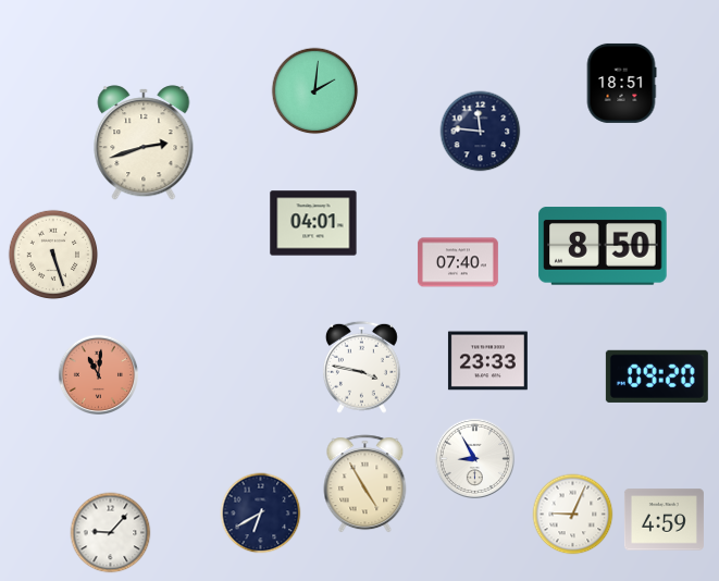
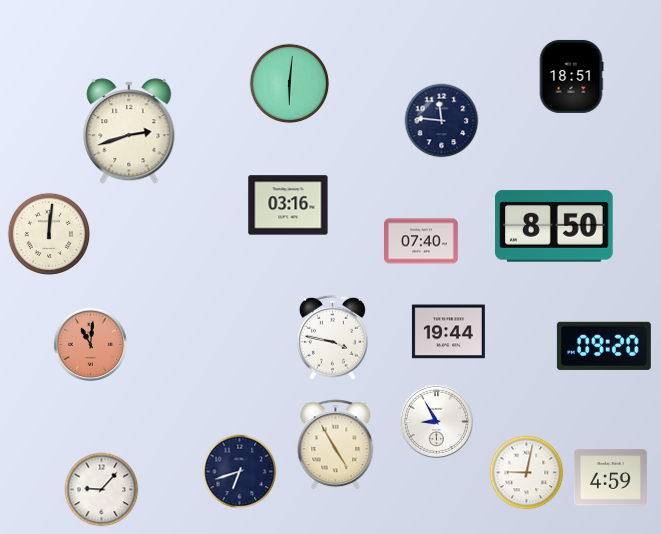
clock at (315, 91): 2:01 -> 6:01
clock at (144, 143) position: (144, 143) -> (129, 131)
clock at (313, 223): 04:01 -> 03:16
clock at (53, 255): 5:27 -> 12:01
clock at (487, 361): 23:33 -> 19:44
clock at (261, 514): 6:40 -> 6:42
clock at (573, 515): 9:04 -> 9:02
